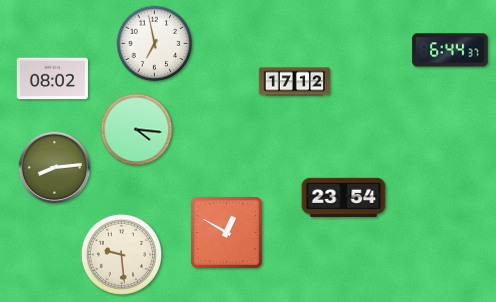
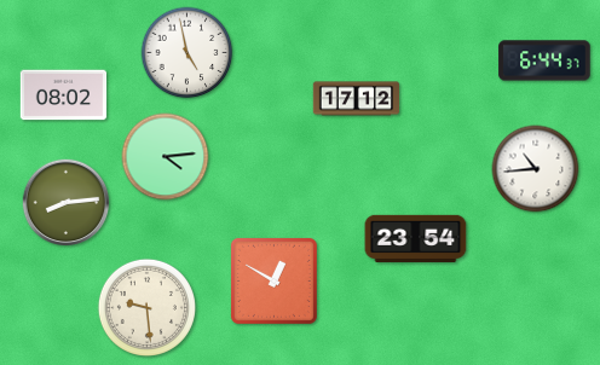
clock at (155, 44): 6:58 -> 4:58
clock at (137, 130): 4:16 -> 4:14
clock at (536, 169): none -> 10:44
